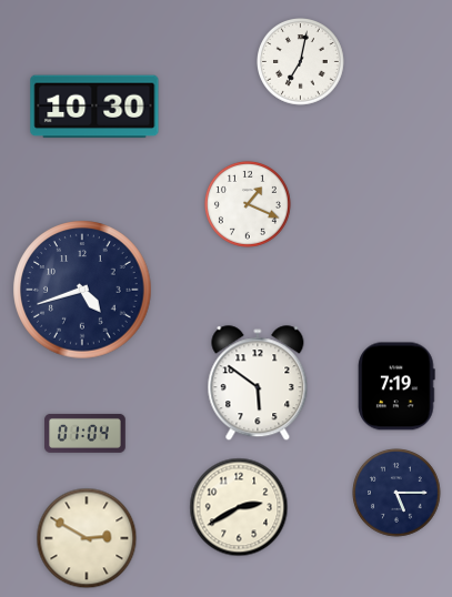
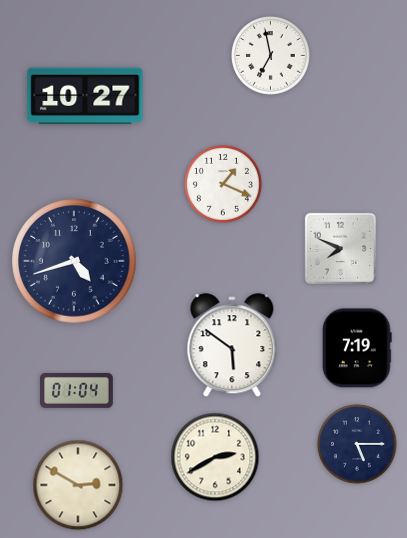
clock at (301, 62): 7:02 -> 6:58
clock at (94, 107): 10:30 -> 10:27
clock at (340, 248): none -> 7:49
